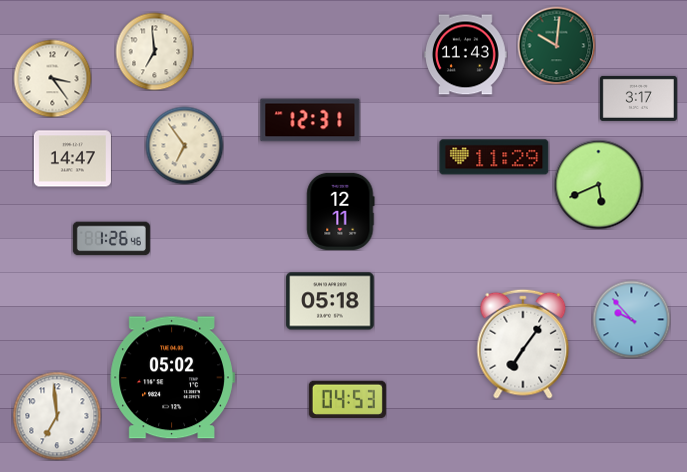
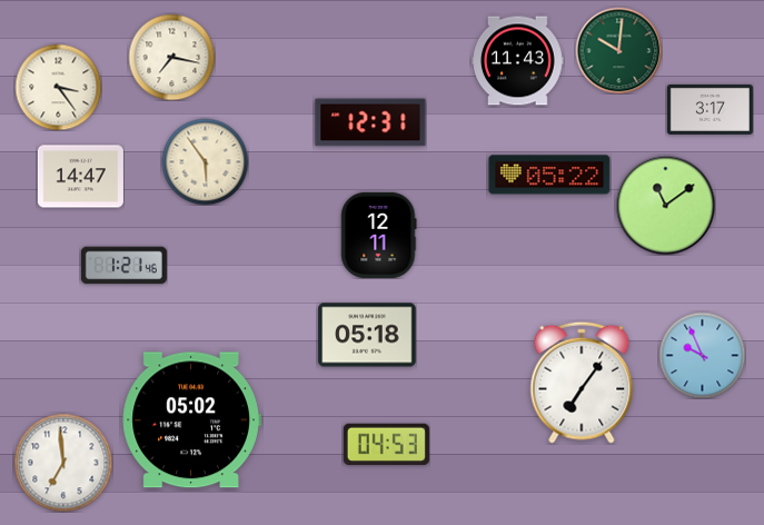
clock at (154, 51): 6:59 -> 7:17
clock at (310, 120) position: (310, 120) -> (370, 122)
clock at (184, 145): 6:54 -> 5:54
clock at (494, 157): 11:29 -> 05:22
clock at (598, 184): 5:41 -> 11:09
clock at (111, 239): 1:26 -> 1:21
clock at (631, 319): 9:53 -> 9:56
